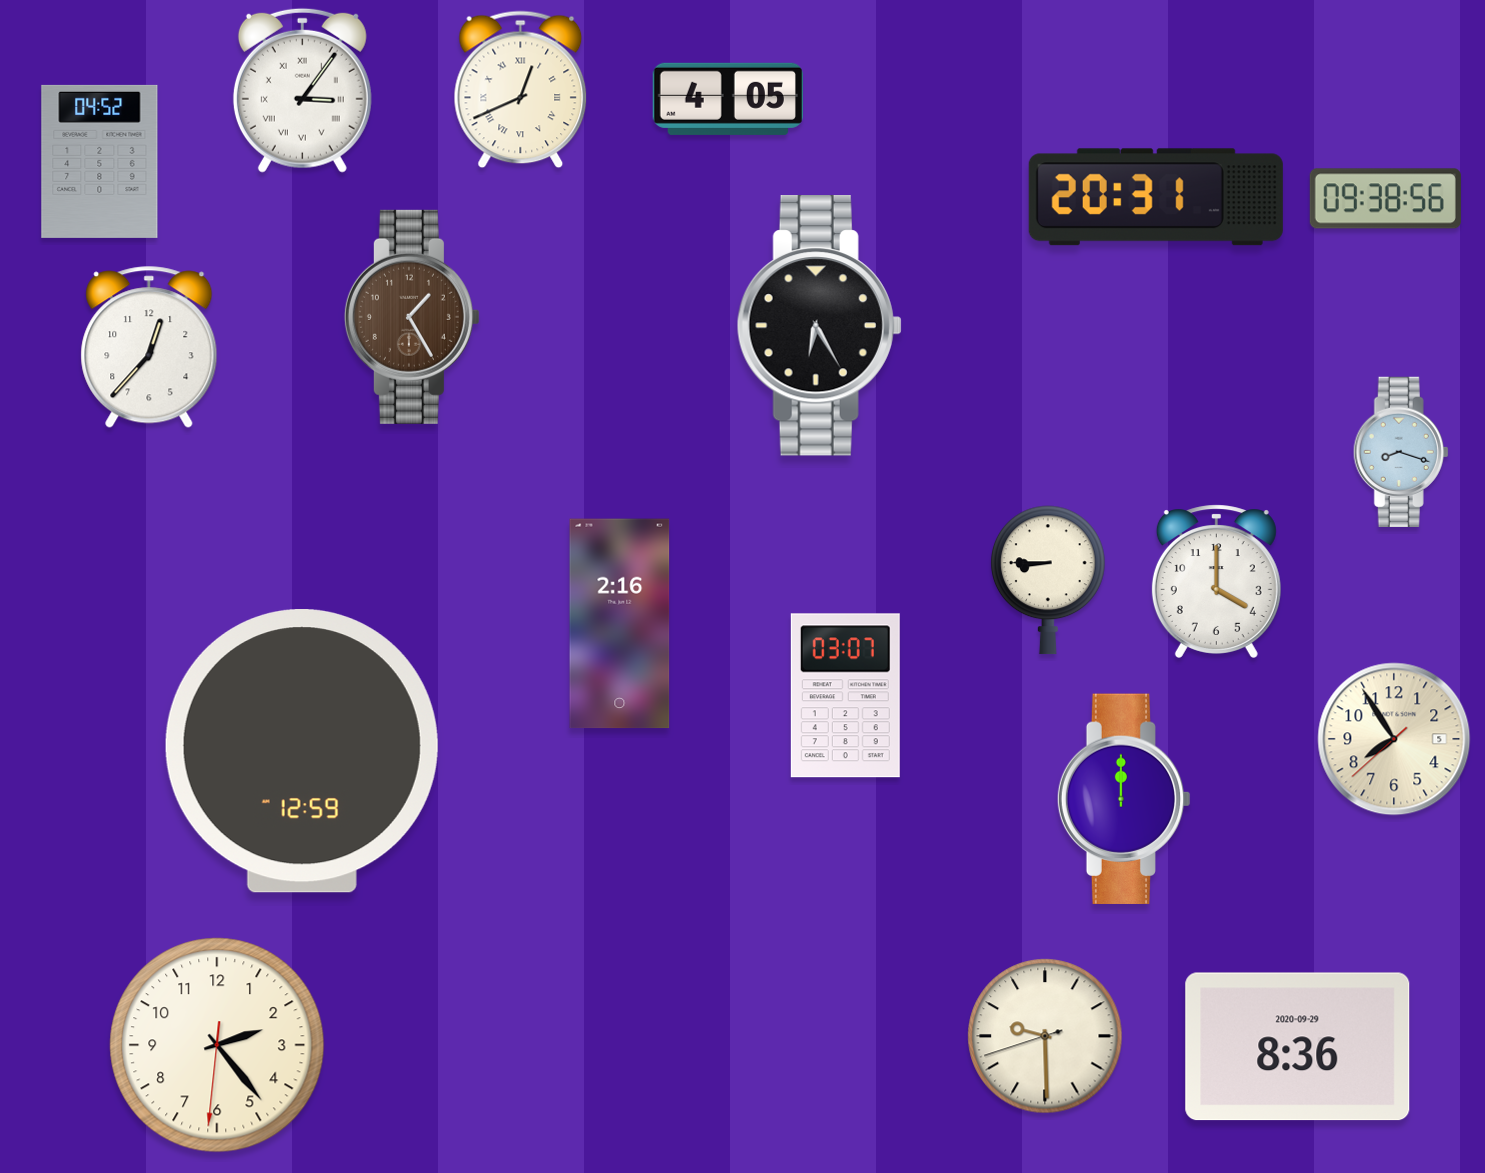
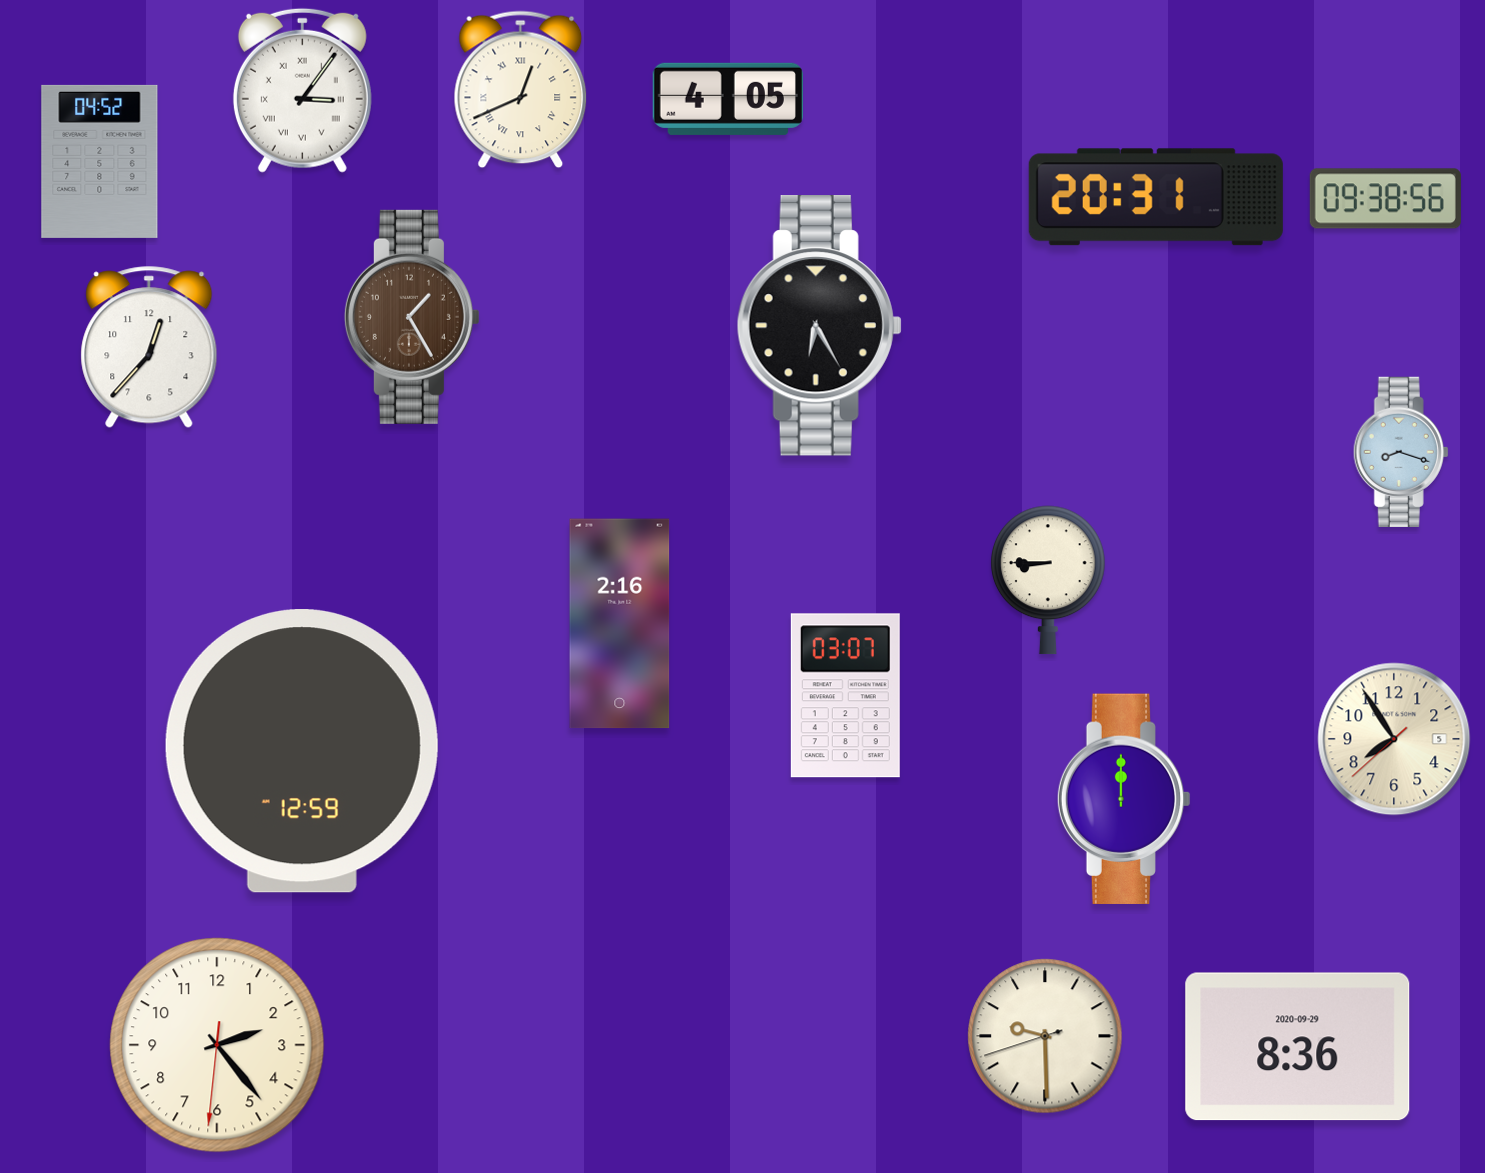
clock at (1216, 581): 4:00 -> none
